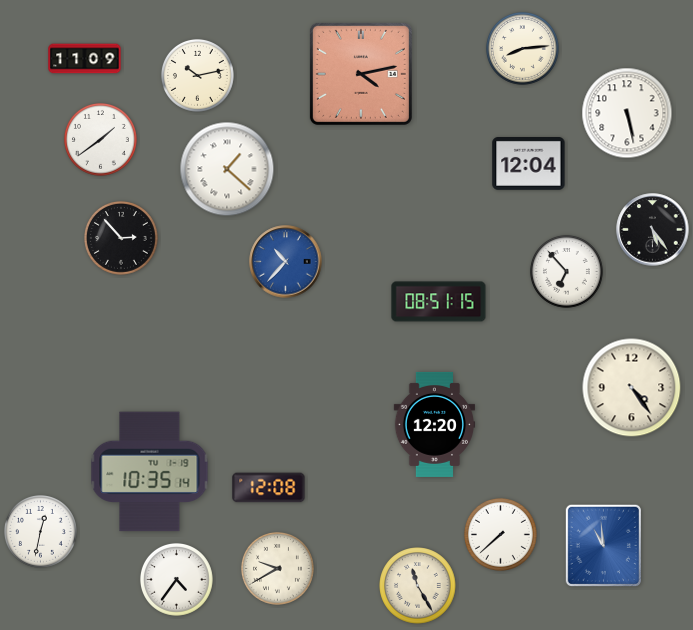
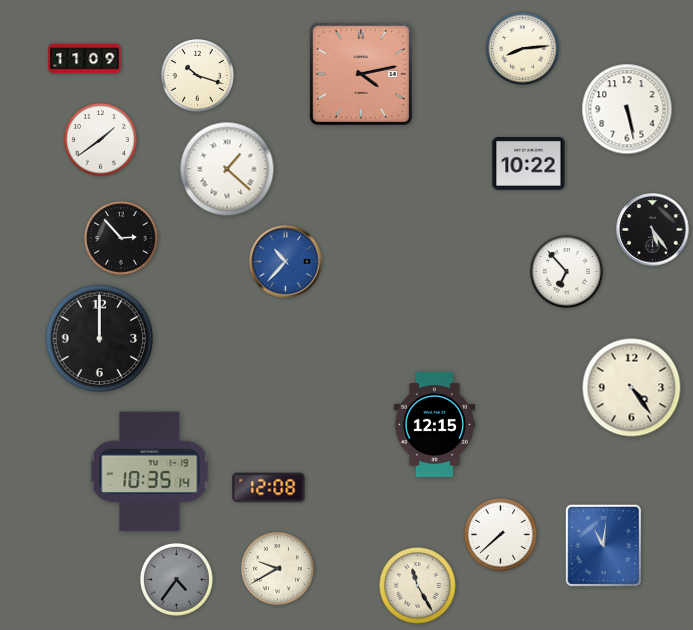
clock at (197, 75): 10:13 -> 10:18
clock at (627, 113) position: (627, 113) -> (627, 109)
clock at (529, 164): 12:04 -> 10:22
clock at (439, 302): 08:51 -> none
clock at (100, 339): none -> 12:00
clock at (435, 424): 12:20 -> 12:15
clock at (40, 531): 12:32 -> none
clock at (603, 545): 10:59 -> 11:01
clock at (176, 579) dial: white -> grey
